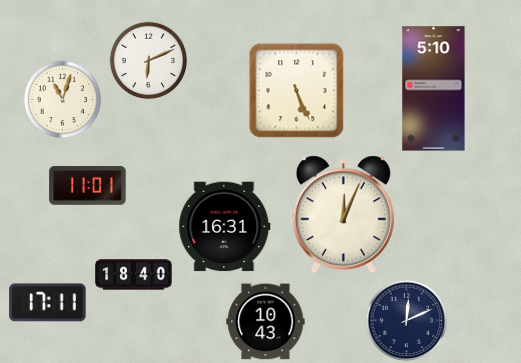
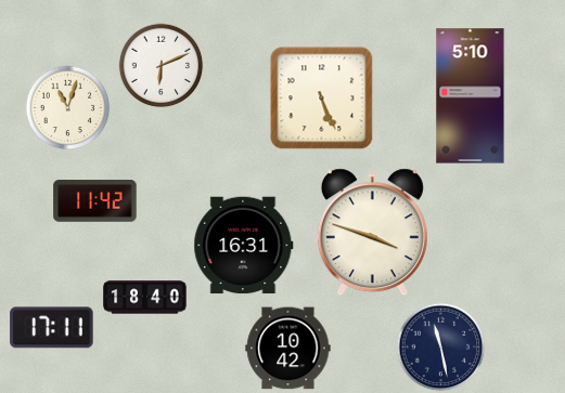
clock at (88, 186): 11:01 -> 11:42
clock at (343, 215): 12:04 -> 3:48
clock at (406, 320): 12:11 -> 11:28
clock at (266, 322): 10:43 -> 10:42
